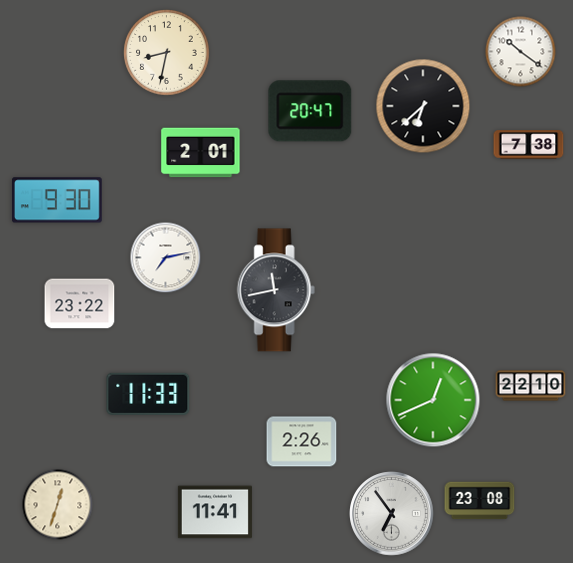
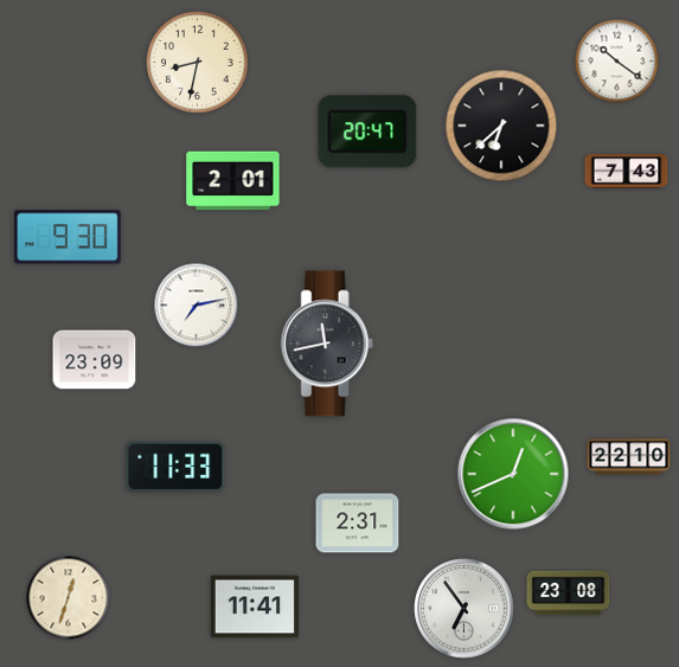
clock at (529, 145): 7:38 -> 7:43
clock at (201, 153) position: (201, 153) -> (233, 181)
clock at (80, 304): 23:22 -> 23:09
clock at (302, 442): 2:26 -> 2:31
